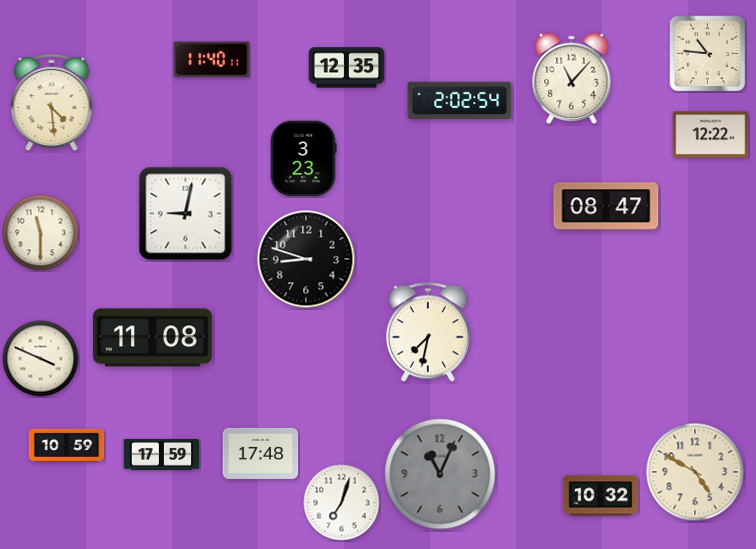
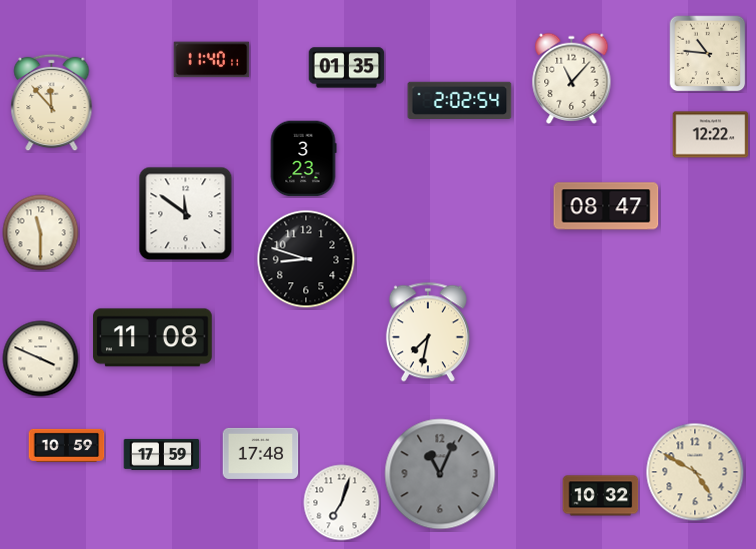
clock at (347, 68): 12:35 -> 01:35
clock at (52, 103): 4:29 -> 11:53
clock at (186, 214): 9:02 -> 11:51
